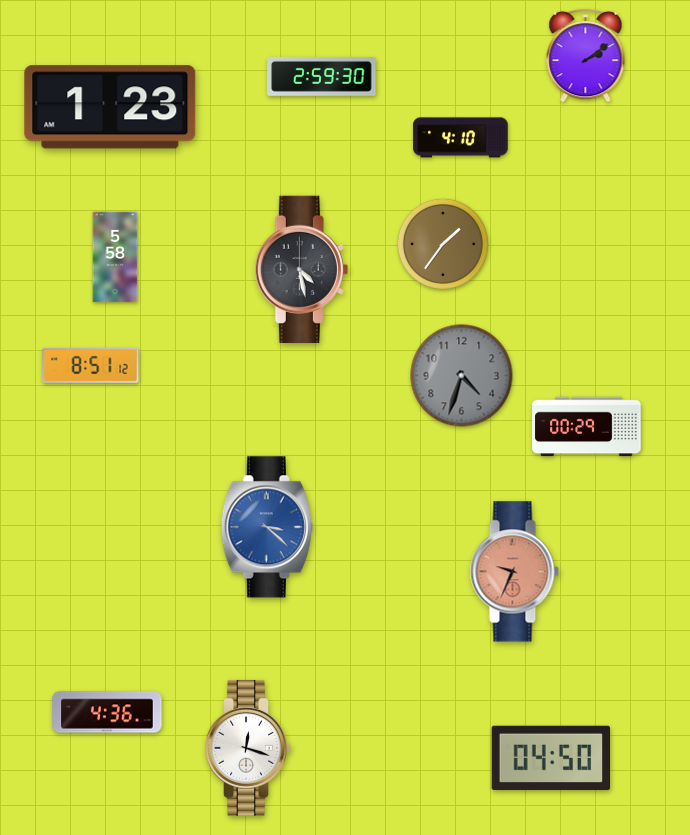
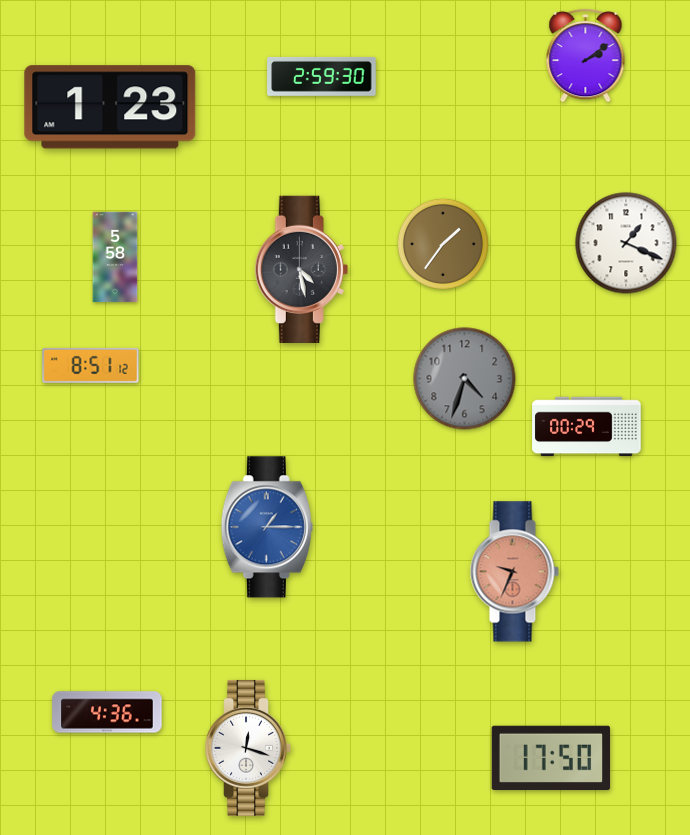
clock at (461, 138): 4:10 -> none
clock at (626, 243): none -> 1:19
clock at (462, 376) position: (462, 376) -> (465, 379)
clock at (267, 527): 3:22 -> 1:15
clock at (551, 757): 04:50 -> 17:50
